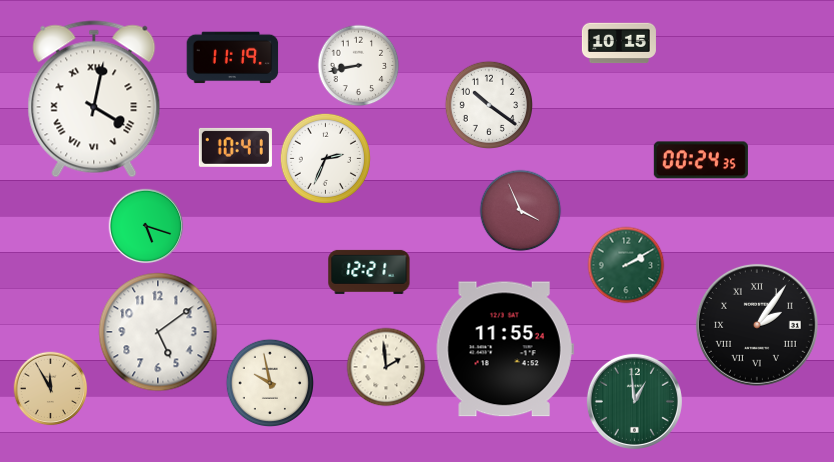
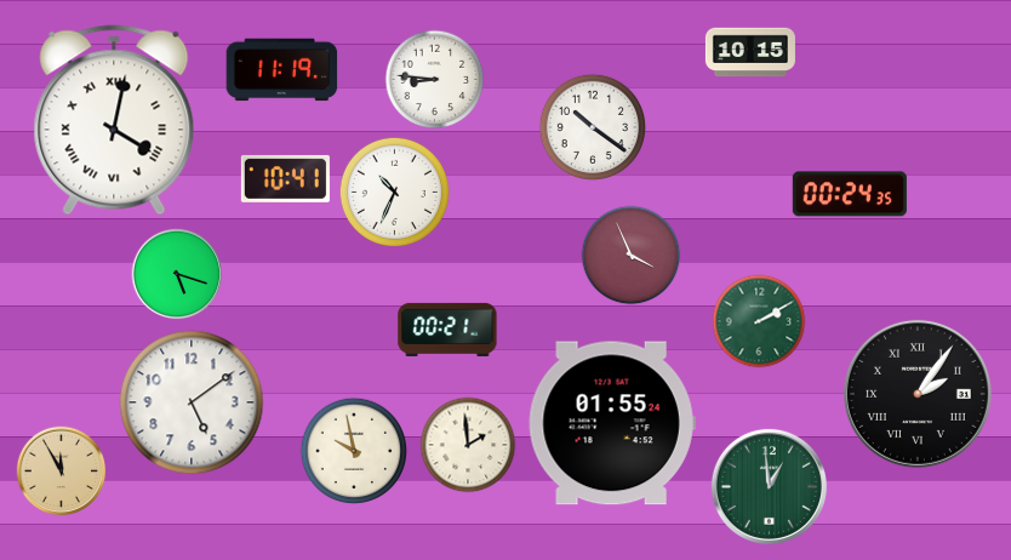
clock at (359, 66): 8:43 -> 8:46
clock at (325, 158): 2:34 -> 10:34
clock at (369, 272): 12:21 -> 00:21
clock at (505, 349): 11:55 -> 01:55
clock at (269, 382) position: (269, 382) -> (353, 450)
